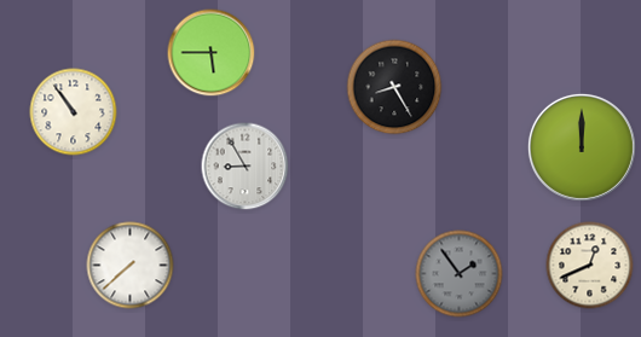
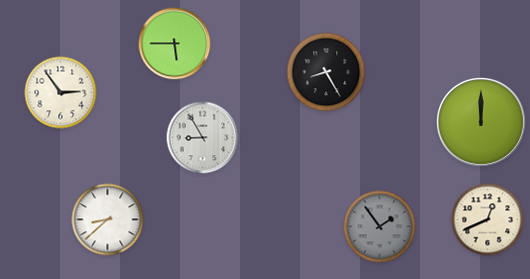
clock at (74, 112): 10:54 -> 2:54
clock at (131, 266): 7:38 -> 8:38
